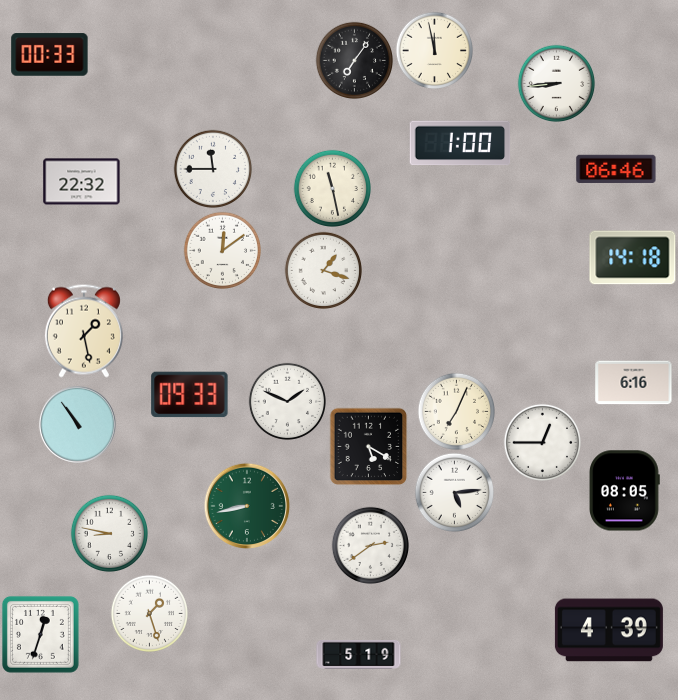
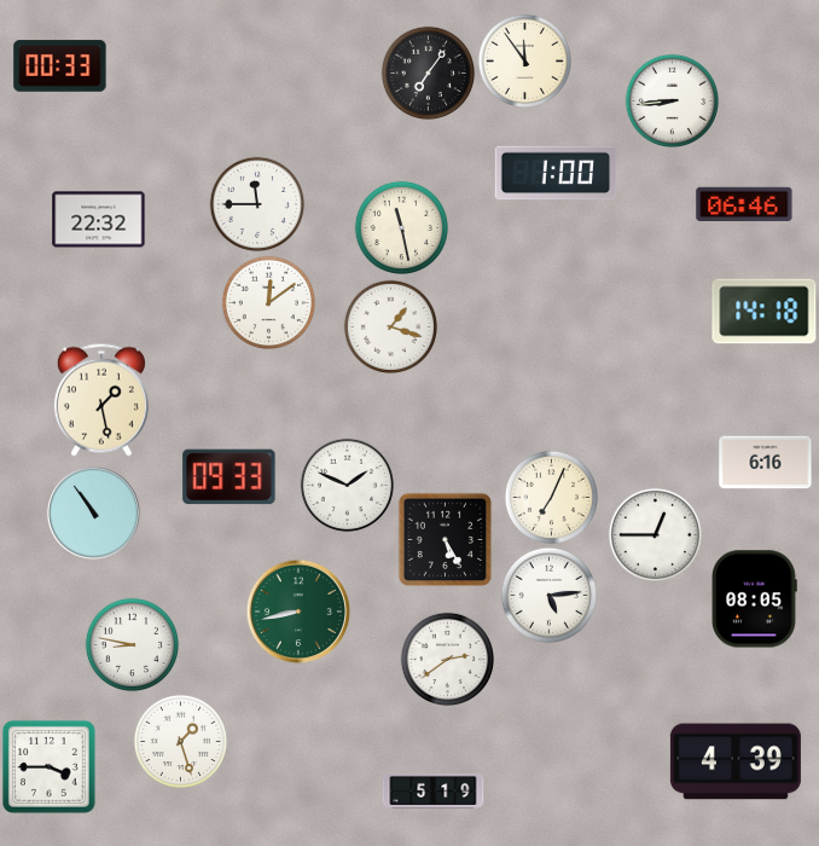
clock at (434, 50): 11:58 -> 11:54
clock at (368, 446): 5:20 -> 5:25
clock at (624, 491) position: (624, 491) -> (754, 599)
clock at (40, 634): 12:33 -> 3:45
